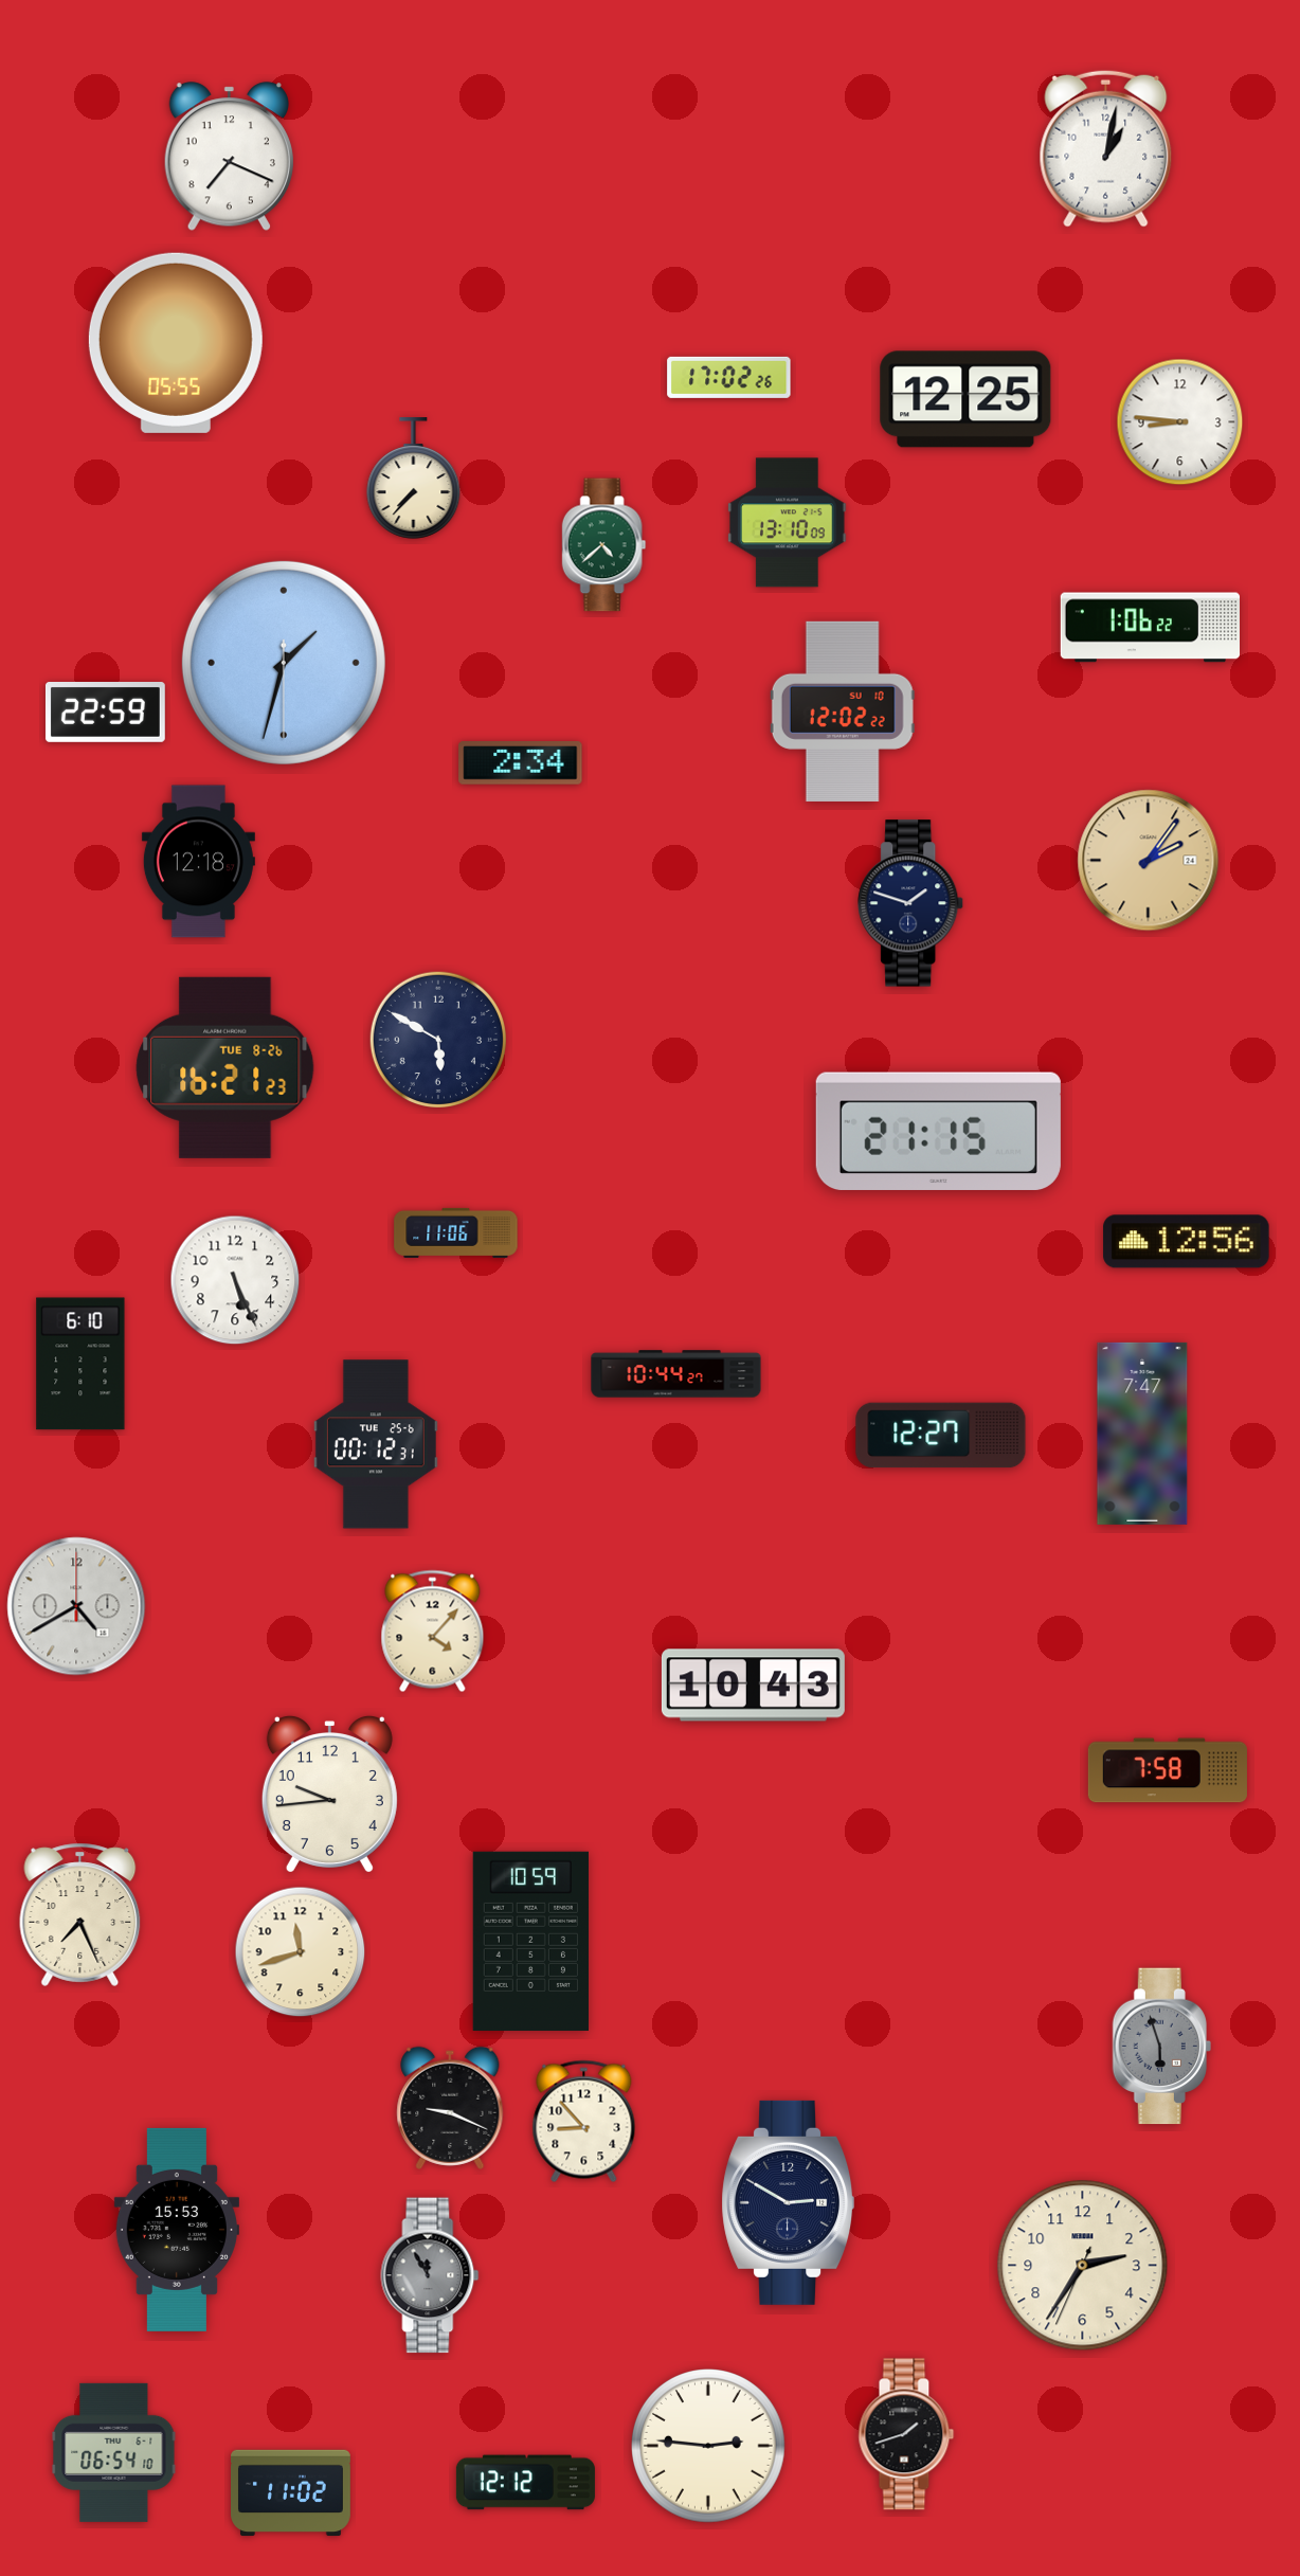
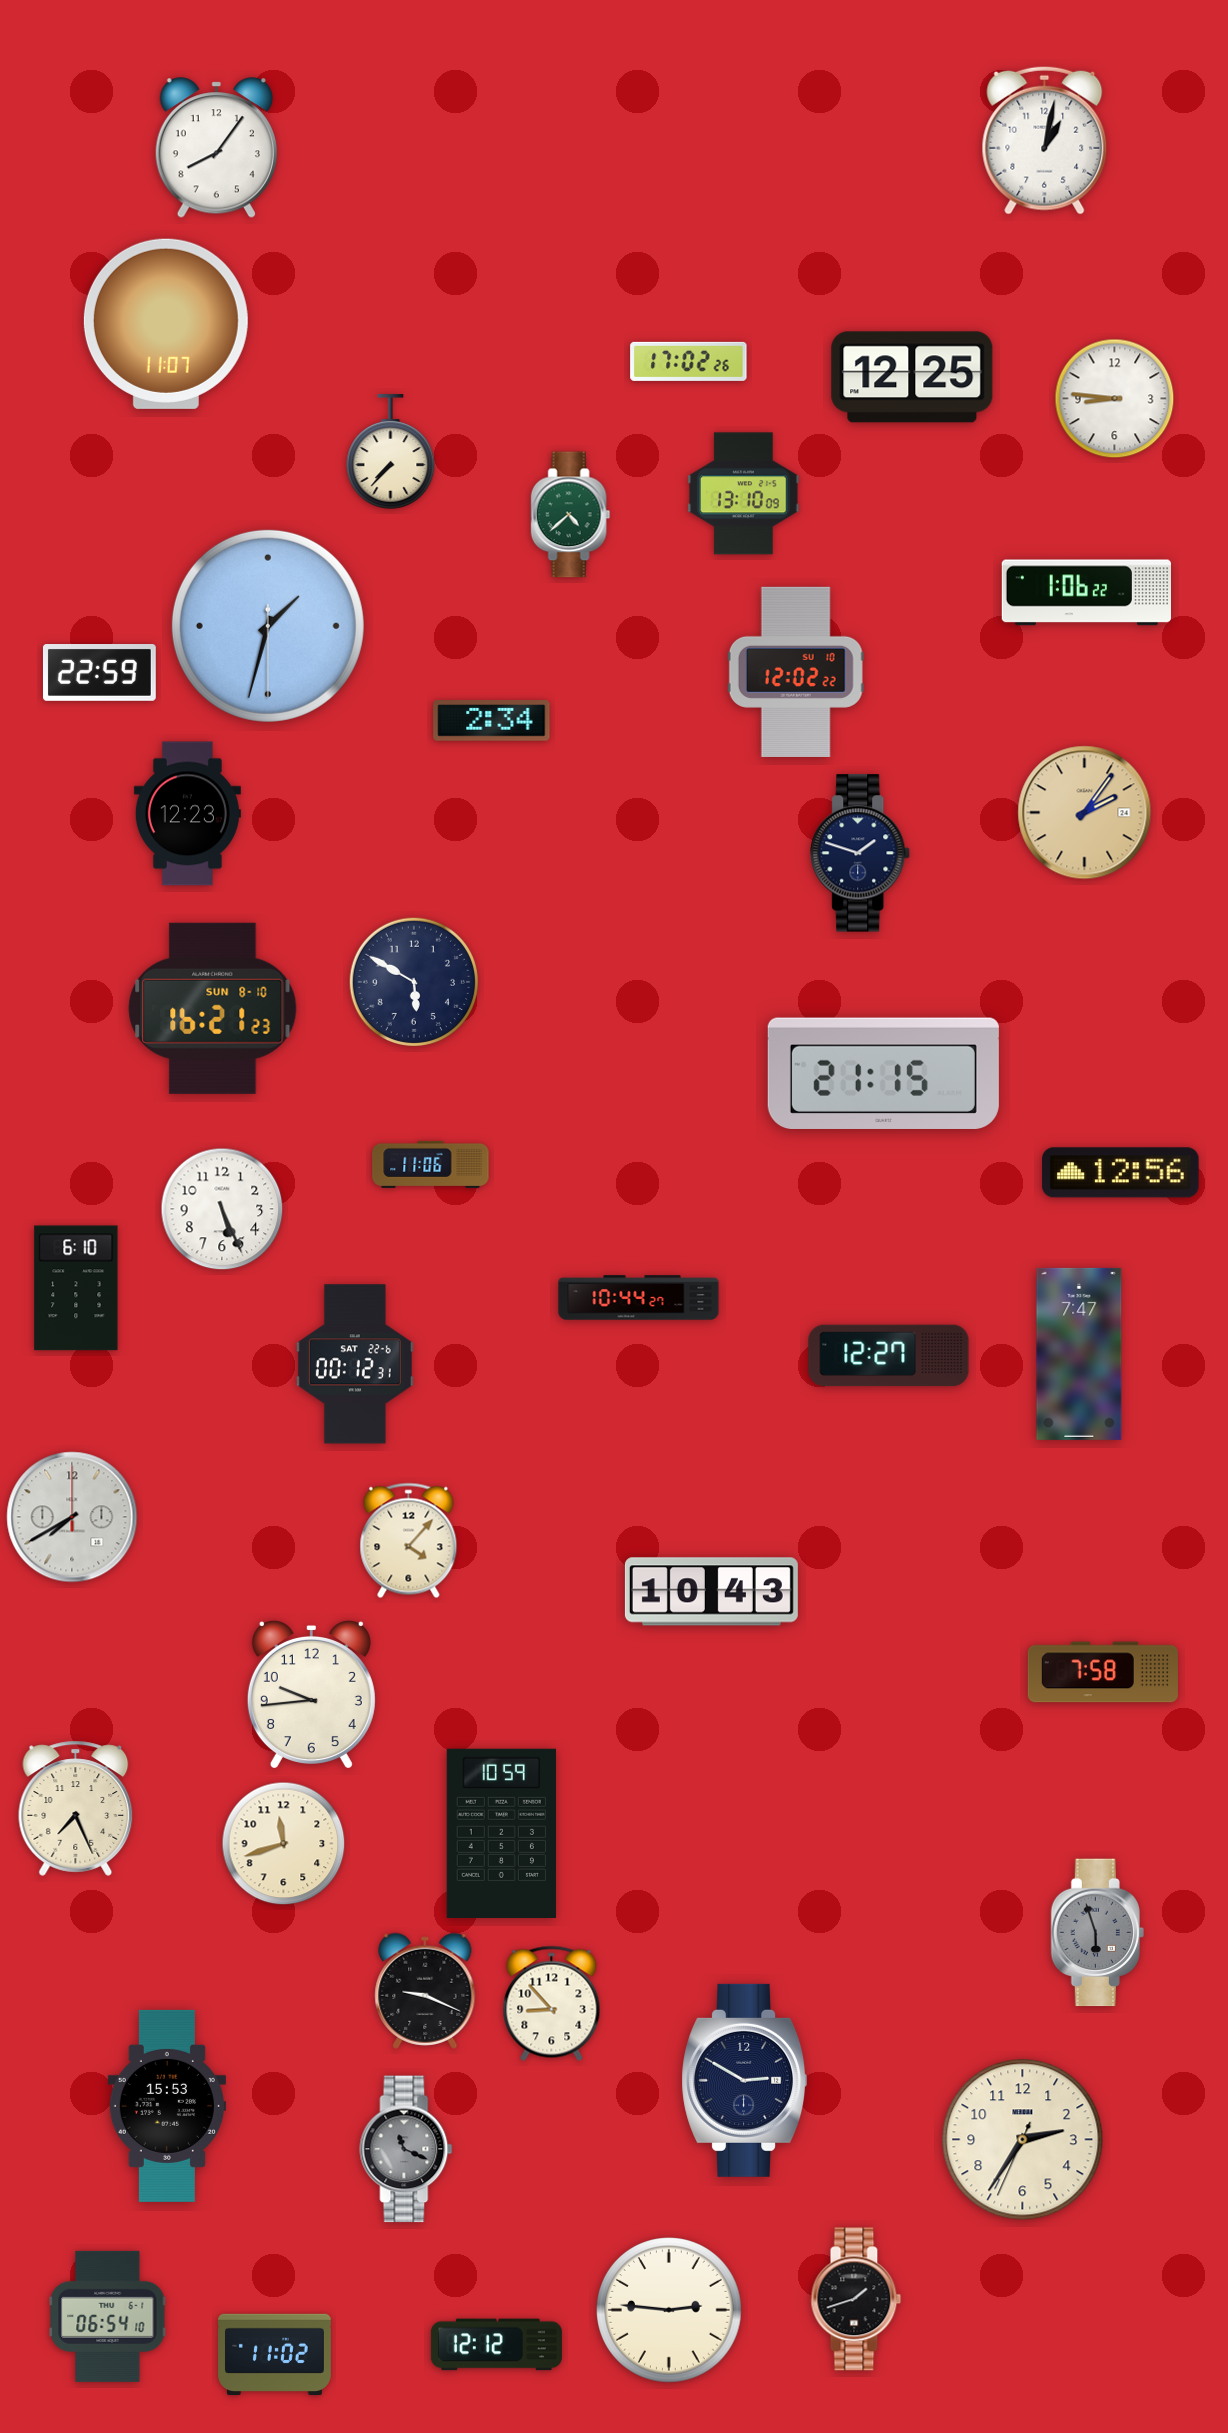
clock at (229, 157): 7:19 -> 8:06
clock at (176, 343): 05:55 -> 11:07
clock at (729, 377) position: (729, 377) -> (689, 361)
clock at (198, 862): 12:18 -> 12:23
clock at (225, 1067) date: TUE 8-26 -> SUN 8-10
clock at (938, 1131) position: (938, 1131) -> (883, 1073)
clock at (376, 1444) date: TUE 25-6 -> SAT 22-6
clock at (76, 1606): 4:40 -> 7:40
clock at (430, 2275): 11:55 -> 11:19
